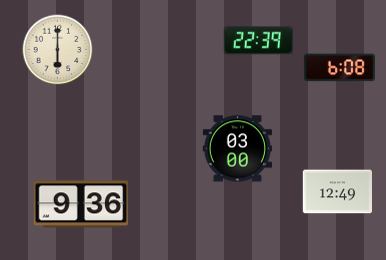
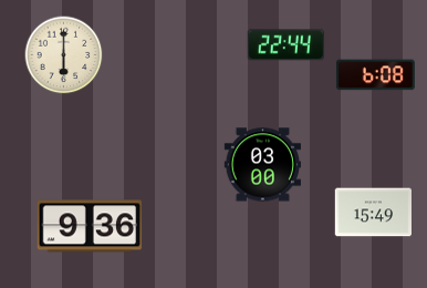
clock at (258, 41): 22:39 -> 22:44
clock at (338, 192): 12:49 -> 15:49
